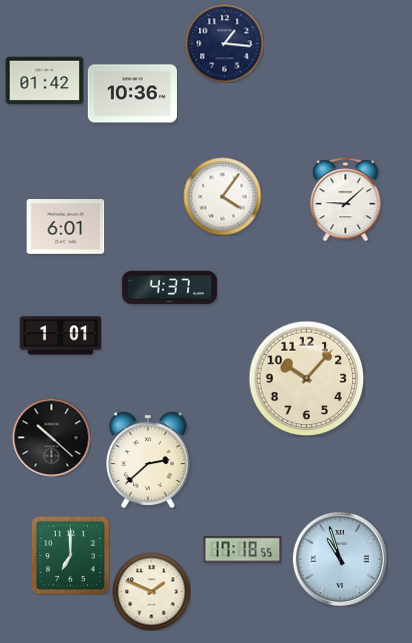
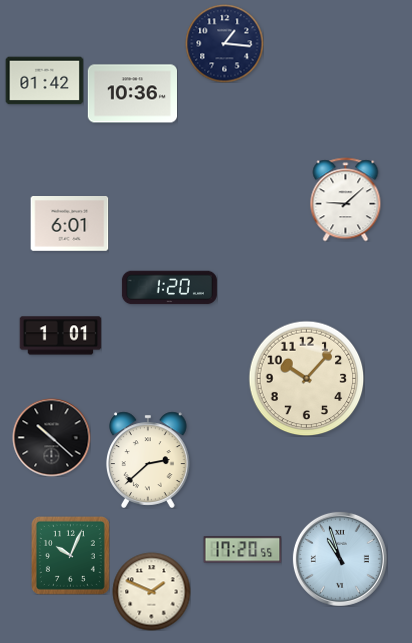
clock at (222, 196): 4:06 -> none
clock at (65, 227) position: (65, 227) -> (69, 224)
clock at (169, 288): 4:37 -> 1:20
clock at (242, 550): 17:18 -> 17:20
clock at (70, 555): 7:00 -> 10:04
